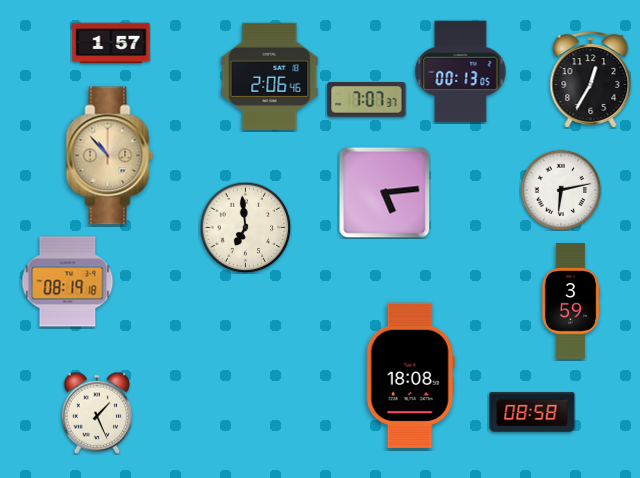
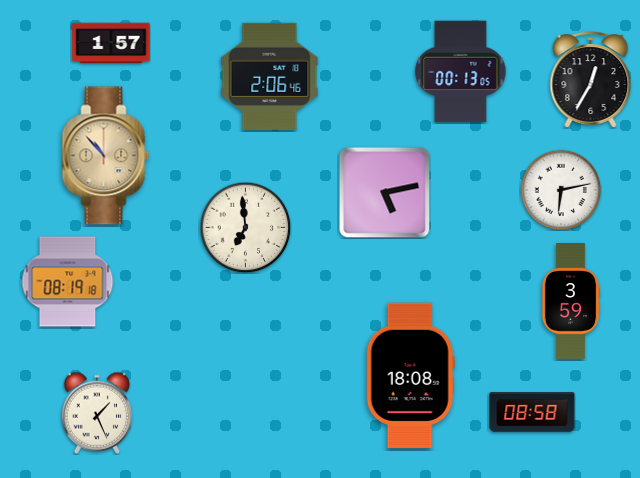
clock at (367, 100): 7:07 -> none
clock at (110, 156) position: (110, 156) -> (106, 156)
clock at (385, 193): 5:14 -> 5:13
